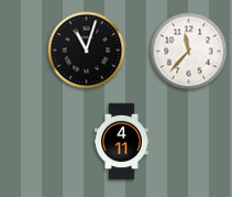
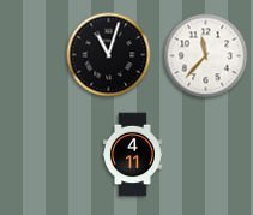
clock at (87, 51) position: (87, 51) -> (109, 55)
